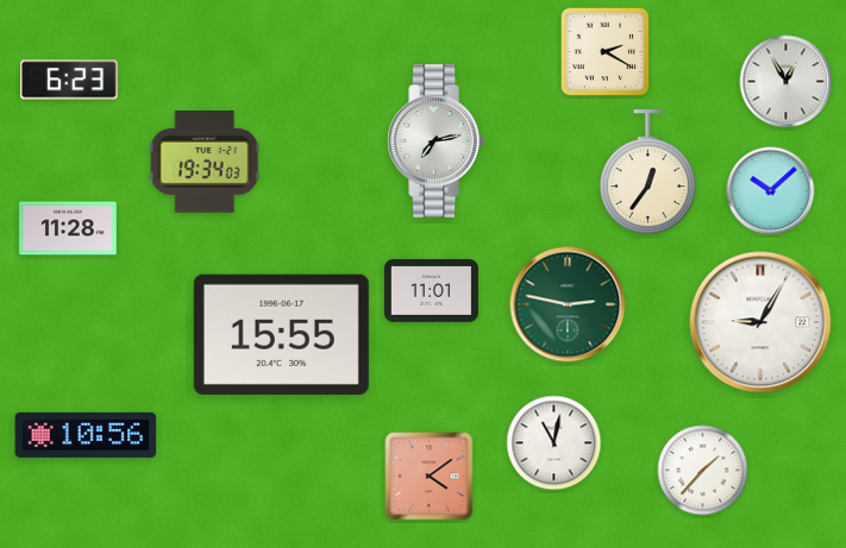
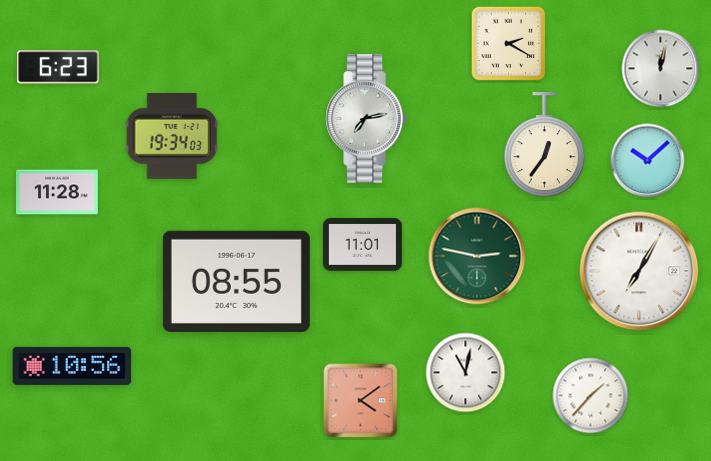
clock at (787, 82): 12:55 -> 12:02
clock at (760, 322): 9:05 -> 7:05
clock at (281, 334): 15:55 -> 08:55
